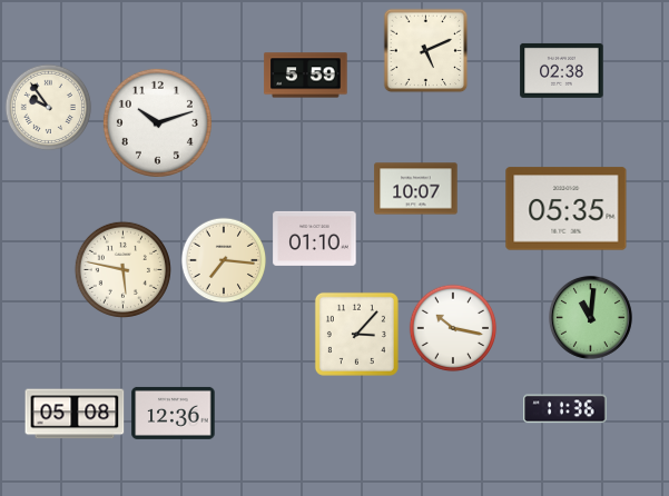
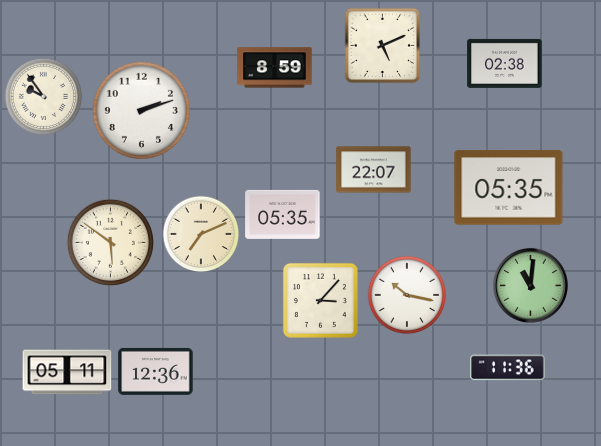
clock at (306, 76): 5:59 -> 8:59
clock at (157, 122): 10:12 -> 2:12
clock at (416, 189): 10:07 -> 22:07
clock at (315, 238): 01:10 -> 05:35
clock at (224, 260): 7:16 -> 7:11
clock at (122, 269): 5:47 -> 5:51
clock at (75, 414): 05:08 -> 05:11
